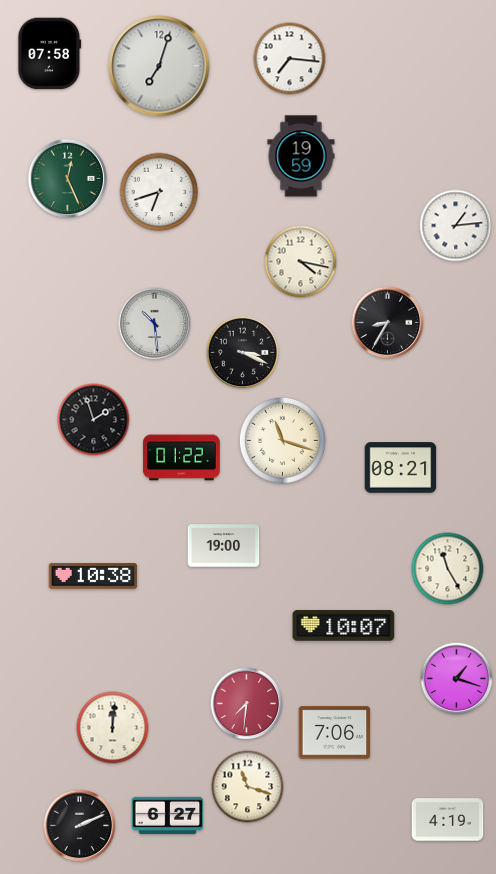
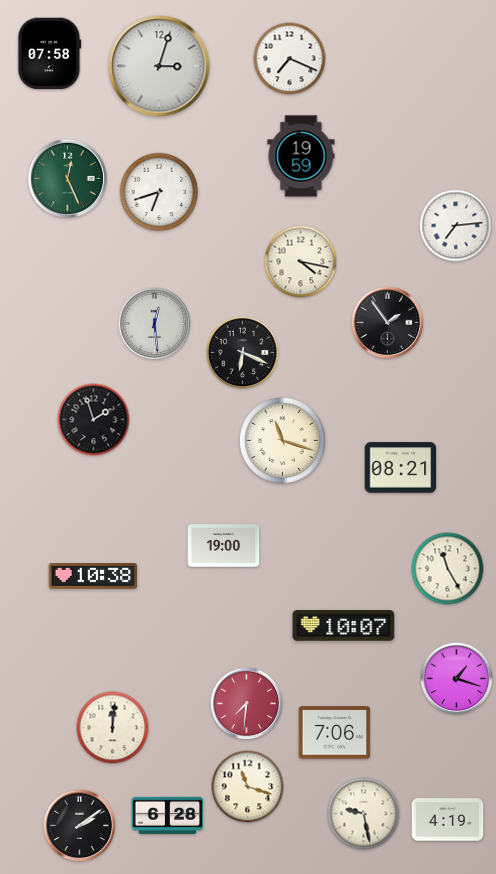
clock at (290, 59): 7:16 -> 7:19
clock at (159, 66): 7:03 -> 3:03
clock at (456, 226): 1:14 -> 7:14
clock at (388, 323): 8:35 -> 1:54
clock at (155, 324): 10:29 -> 12:29
clock at (243, 353): 3:19 -> 6:19
clock at (182, 458): 01:22 -> none
clock at (364, 814): none -> 9:28
clock at (168, 815): 6:27 -> 6:28
clock at (80, 826): 2:11 -> 2:09
